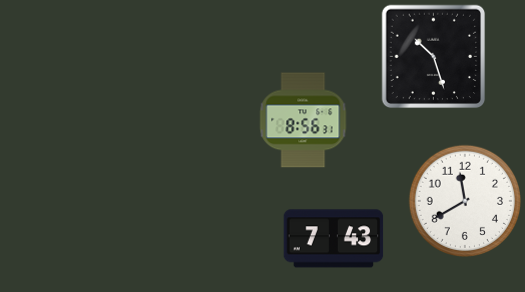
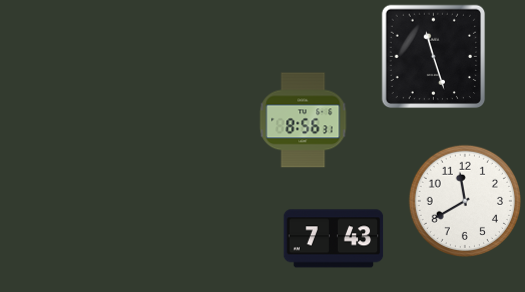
clock at (434, 57): 10:27 -> 11:27
